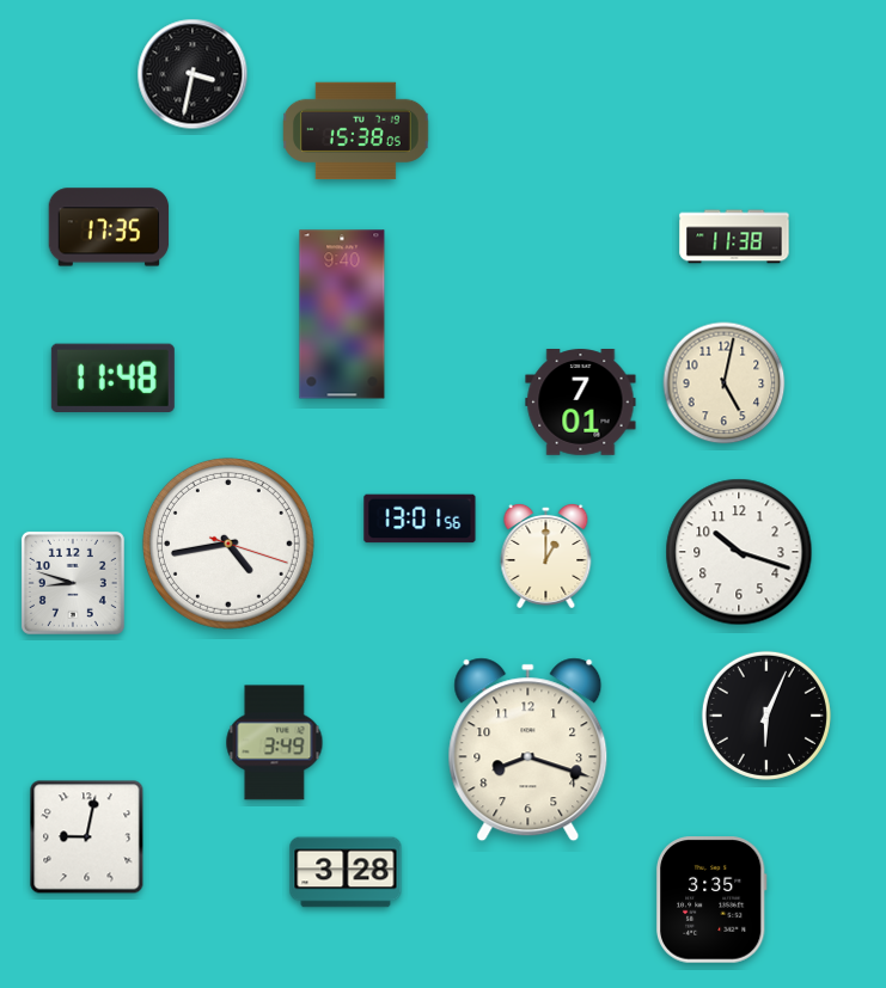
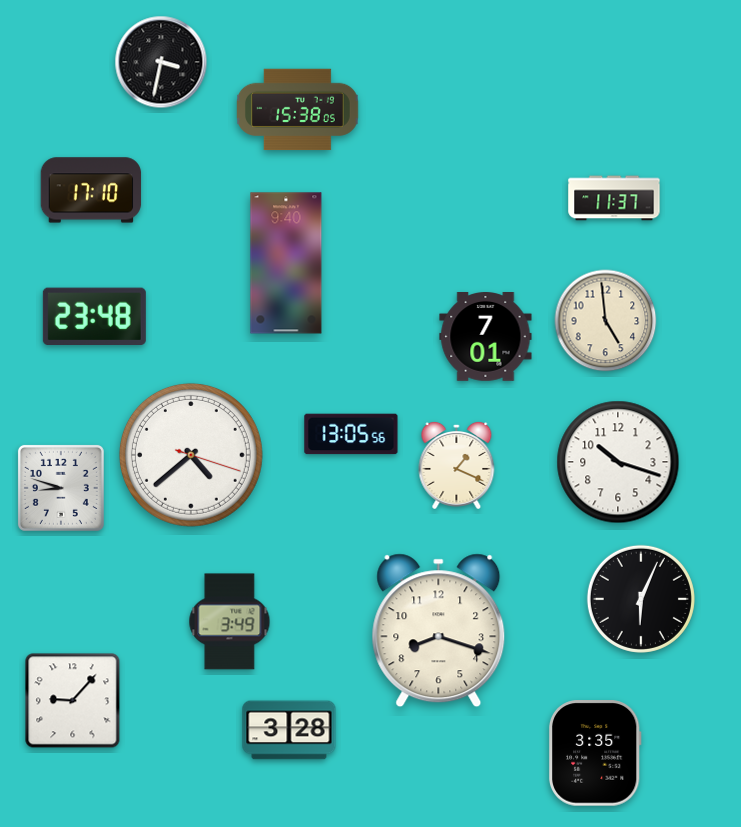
clock at (109, 227): 17:35 -> 17:10
clock at (734, 237): 11:38 -> 11:37
clock at (112, 378): 11:48 -> 23:48
clock at (725, 383): 5:02 -> 4:59
clock at (420, 518): 13:01 -> 13:05
clock at (228, 544): 4:43 -> 4:38
clock at (546, 556): 1:00 -> 1:19
clock at (528, 750) position: (528, 750) -> (439, 631)
clock at (87, 837): 9:02 -> 9:07
